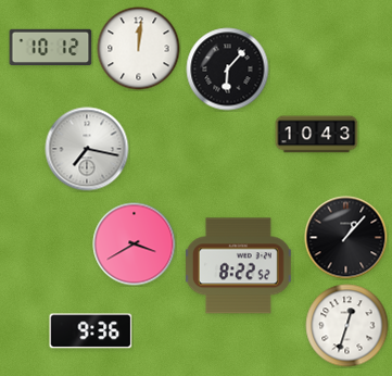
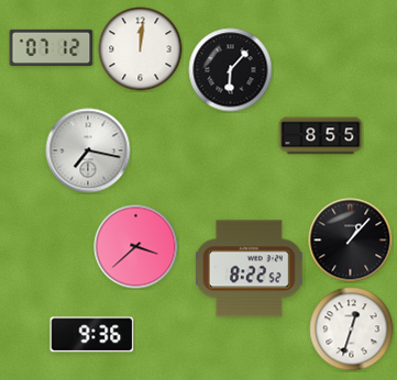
clock at (51, 48): 10:12 -> 07:12
clock at (317, 135): 10:43 -> 8:55
clock at (135, 245): 3:40 -> 3:38
clock at (238, 266) position: (238, 266) -> (249, 269)
